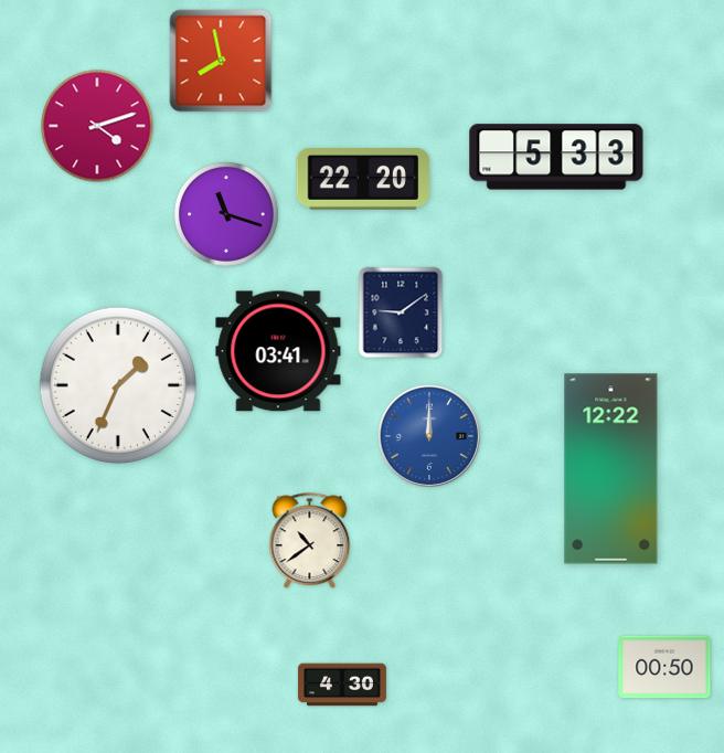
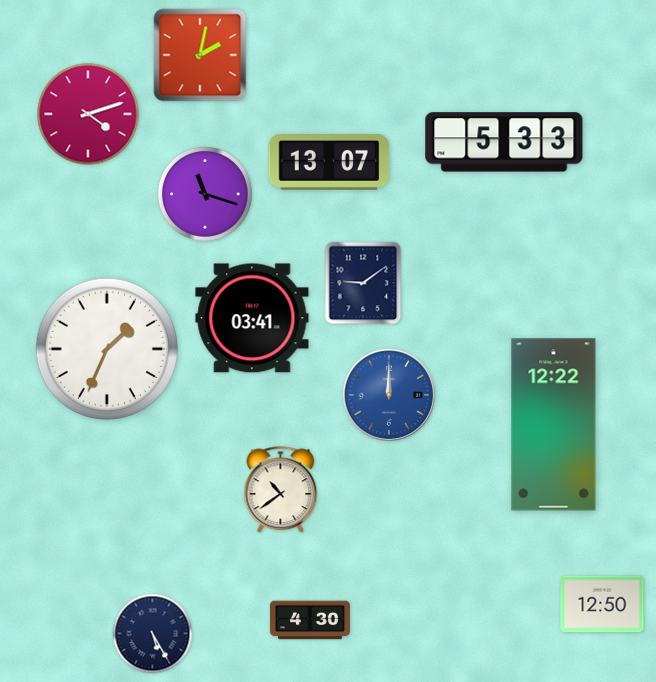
clock at (221, 61): 7:58 -> 2:02
clock at (363, 180): 22:20 -> 13:07
clock at (664, 667): 00:50 -> 12:50
clock at (153, 634): none -> 5:25
